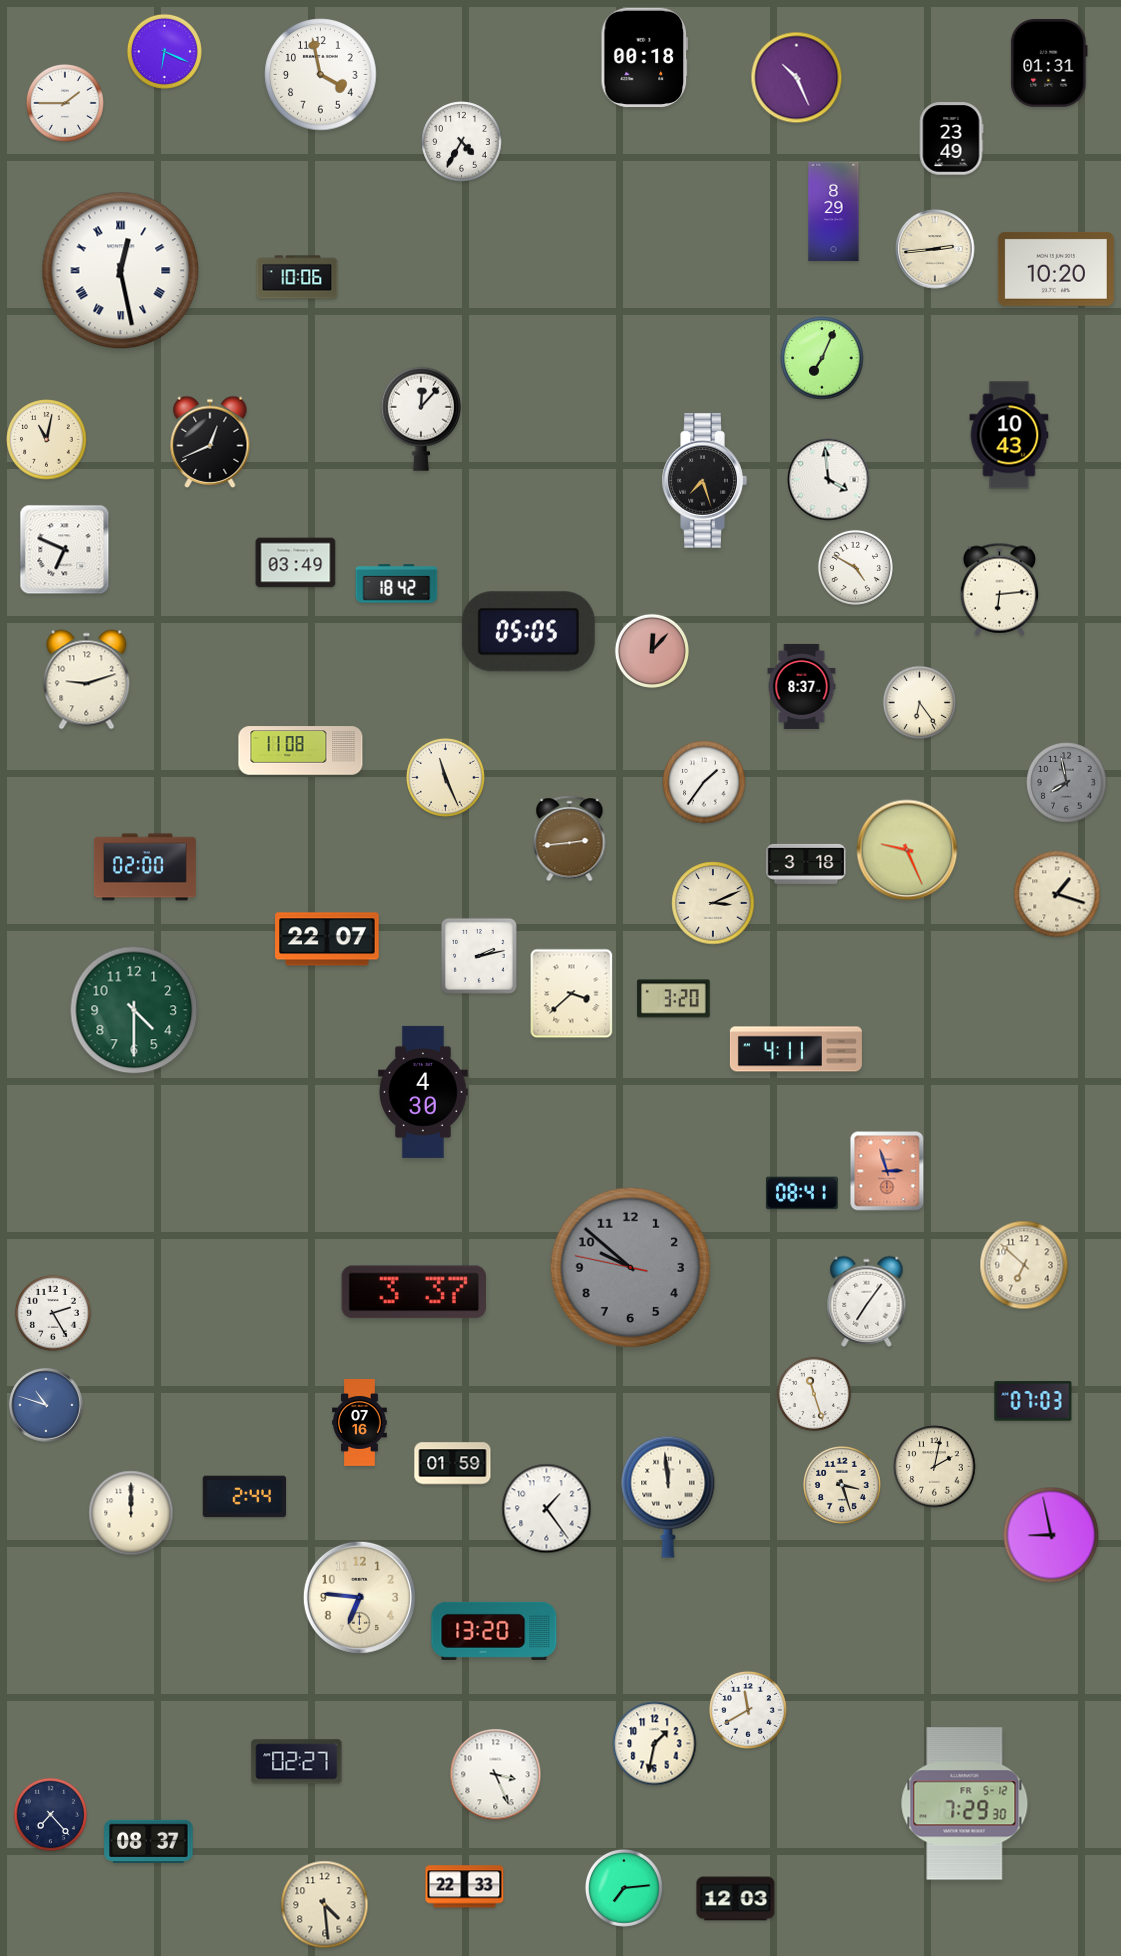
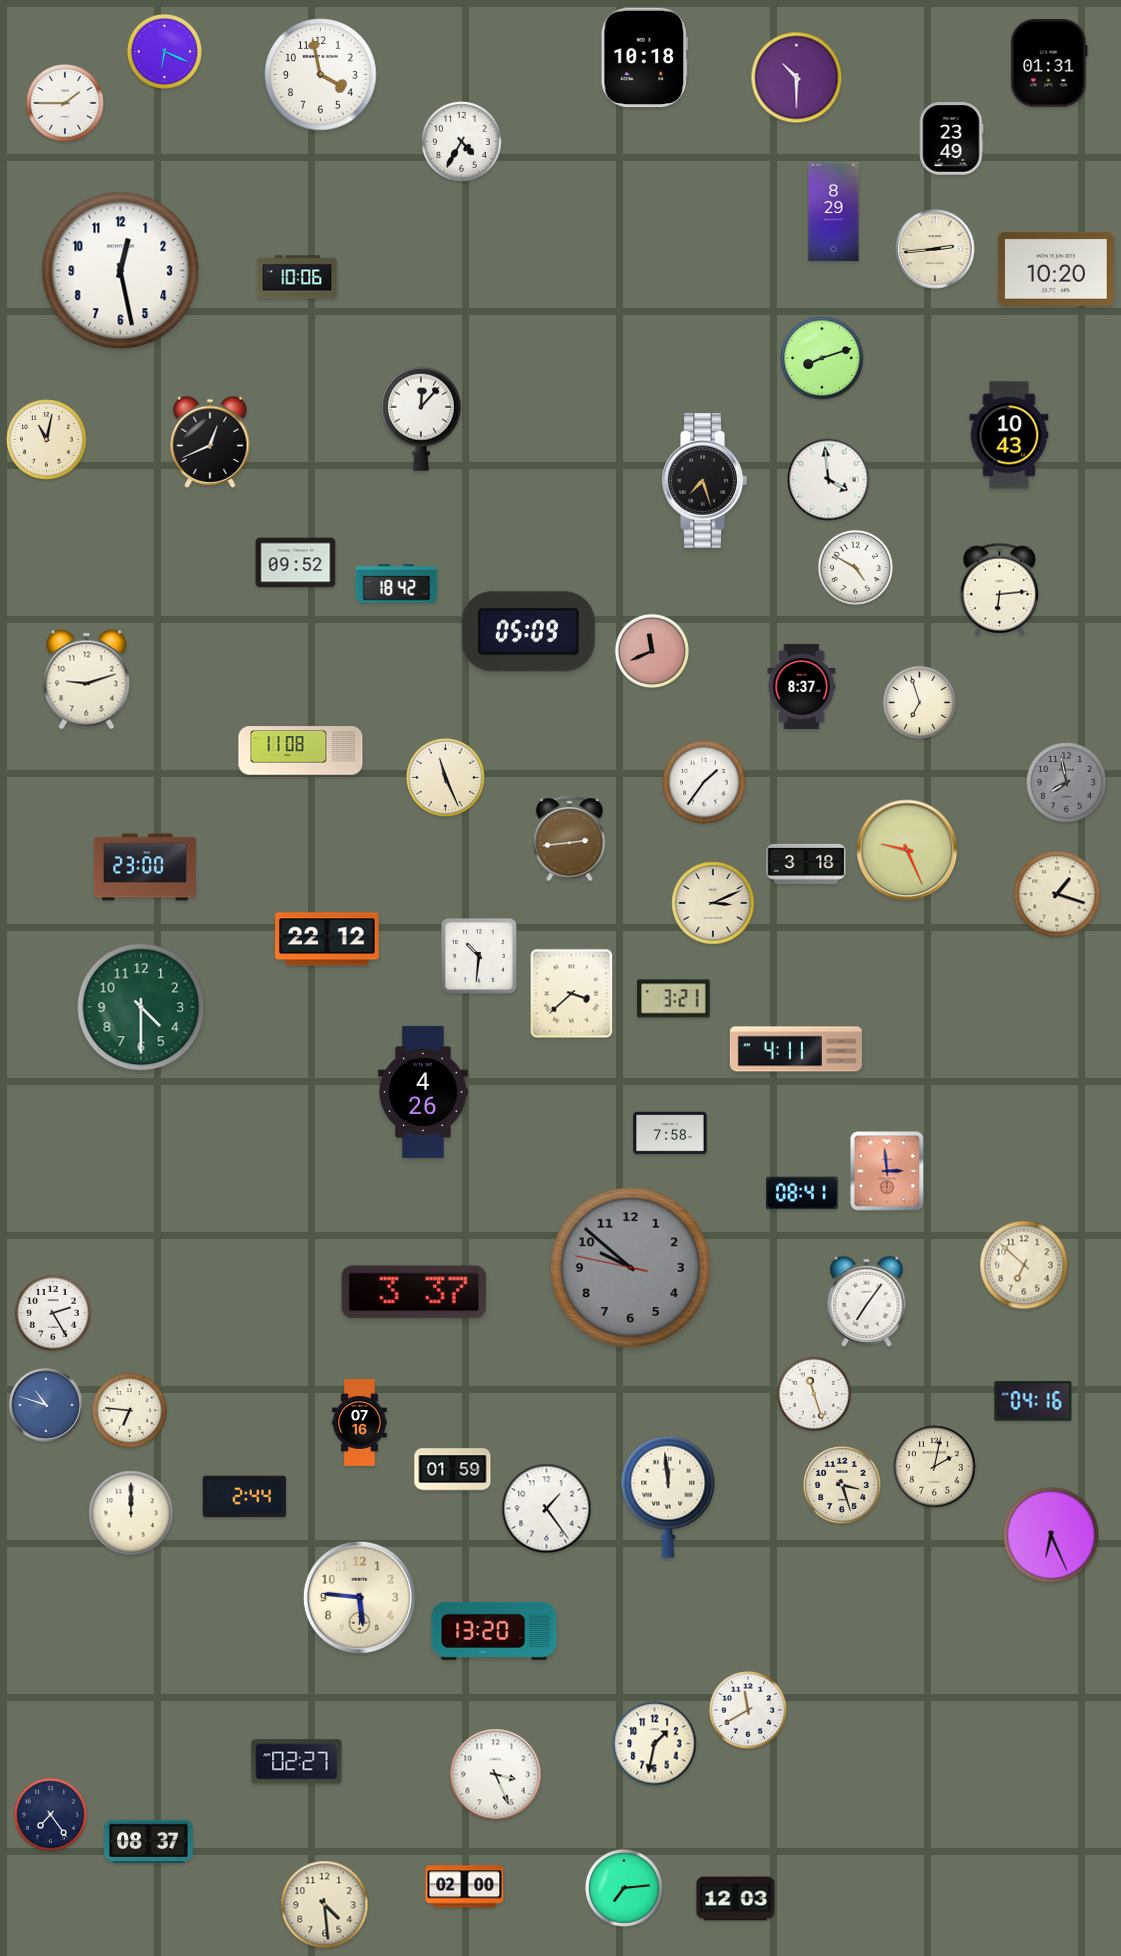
clock at (644, 57): 00:18 -> 10:18
clock at (797, 78): 10:26 -> 10:30
clock at (121, 271) numerals: Roman -> Arabic
clock at (822, 358): 7:04 -> 8:12
clock at (65, 550): 6:49 -> none
clock at (296, 563): 03:49 -> 09:52
clock at (528, 632): 05:05 -> 05:09
clock at (652, 651): 12:07 -> 11:41
clock at (919, 702): 6:24 -> 6:57
clock at (145, 867): 02:00 -> 23:00
clock at (327, 939): 22:07 -> 22:12
clock at (479, 956): 2:13 -> 10:31
clock at (674, 999): 3:20 -> 3:21
clock at (134, 1010) position: (134, 1010) -> (141, 1007)
clock at (423, 1092): 4:30 -> 4:26
clock at (670, 1133): none -> 7:58
clock at (887, 1171): 2:57 -> 2:59
clock at (1033, 1401): 07:03 -> 04:16
clock at (129, 1410): none -> 6:46
clock at (453, 1464) position: (453, 1464) -> (453, 1470)
clock at (1051, 1535): 8:58 -> 6:26
clock at (359, 1597): 6:46 -> 5:46
clock at (965, 1804): 7:29 -> none
clock at (50, 1814): 7:23 -> 7:24
clock at (465, 1887): 22:33 -> 02:00
